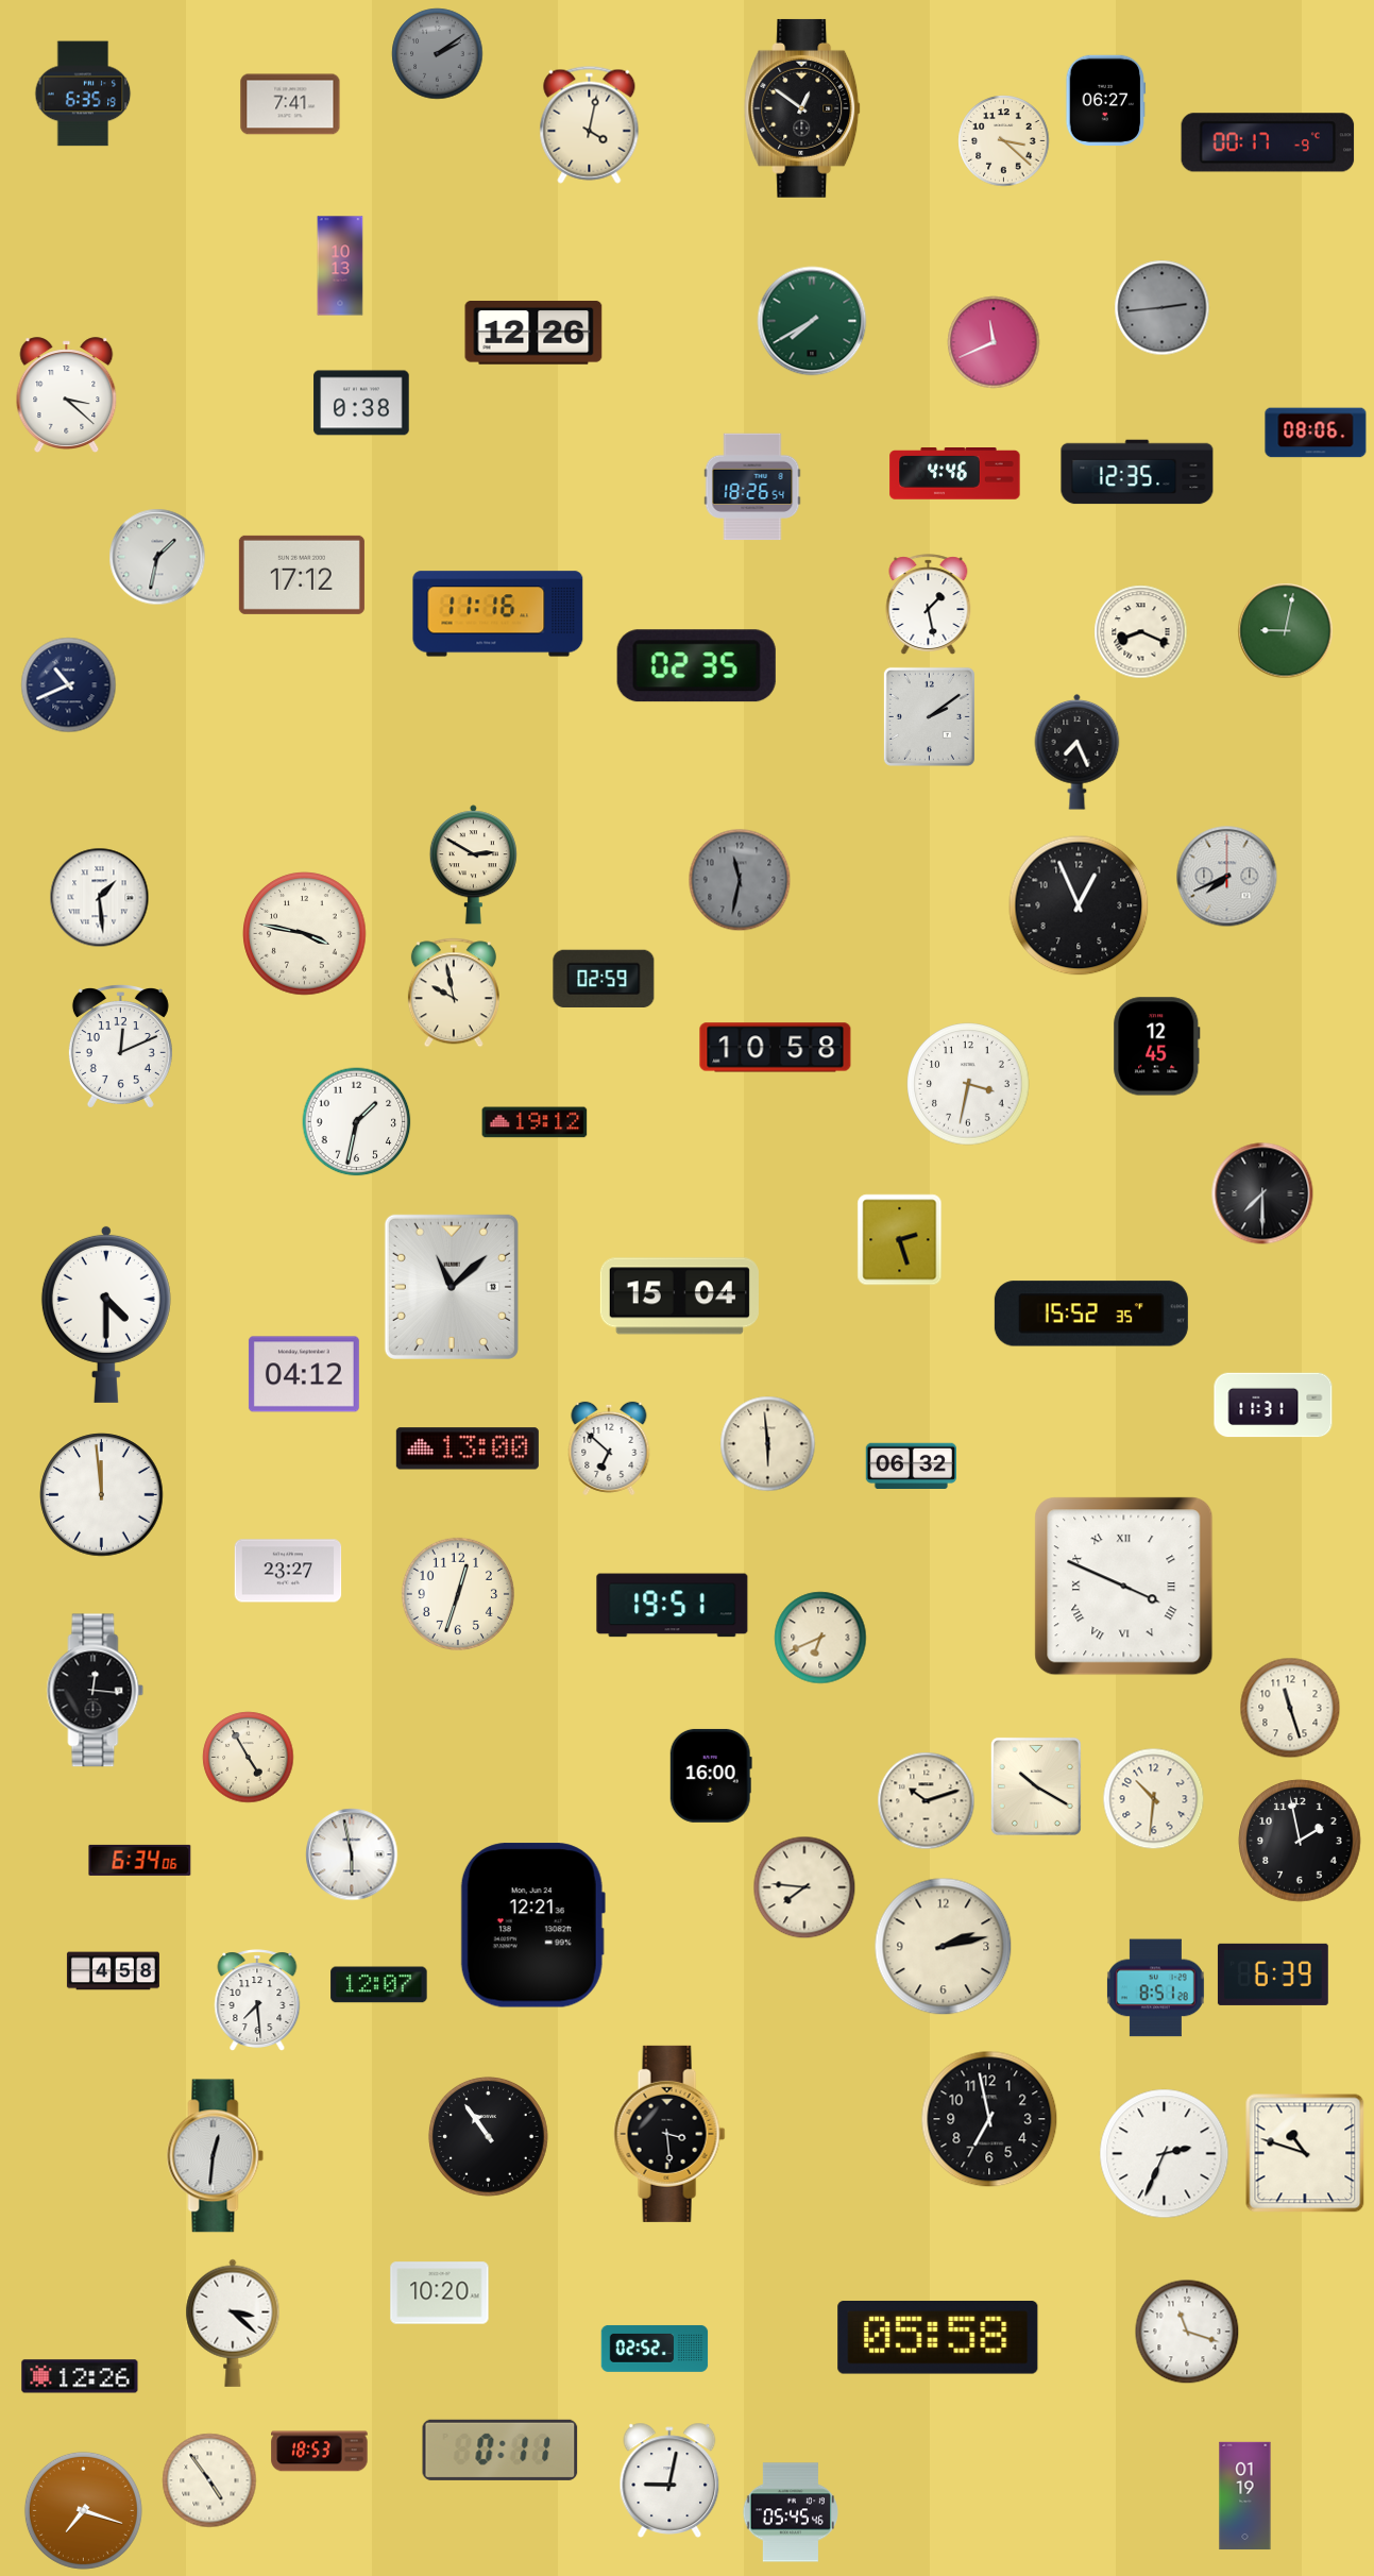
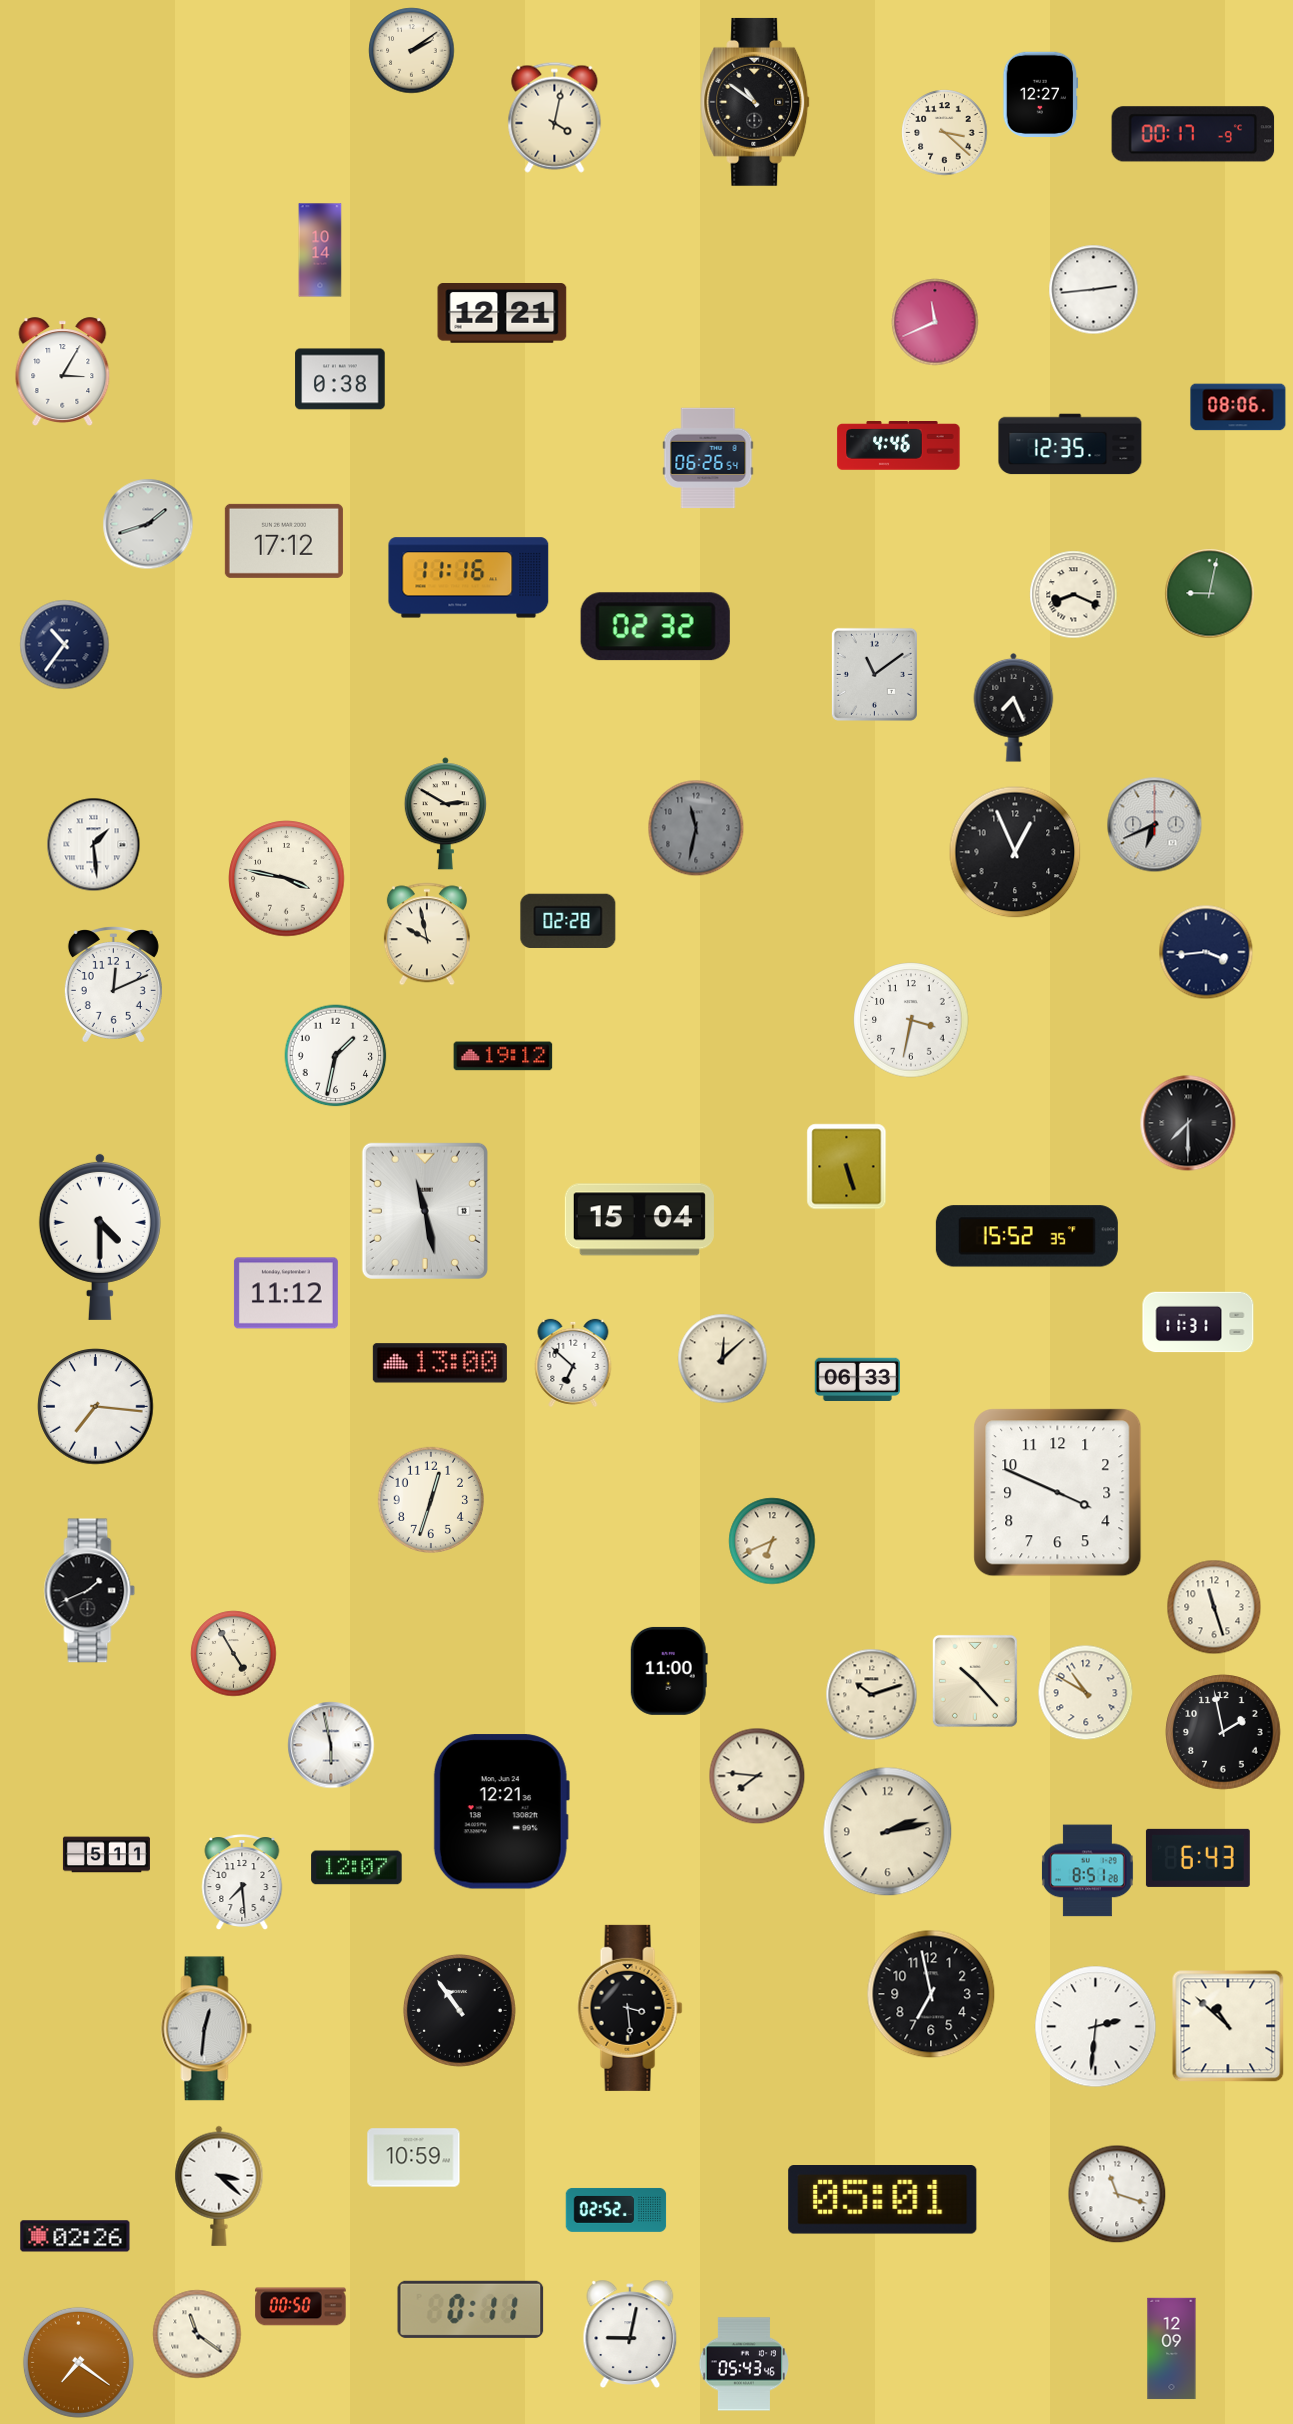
clock at (438, 54) dial: grey -> cream
clock at (83, 94): 6:35 -> none
clock at (1106, 100): 06:27 -> 12:27
clock at (290, 104): 7:41 -> none
clock at (803, 108): 12:51 -> 10:51
clock at (340, 266): 10:13 -> 10:14
clock at (1163, 308) dial: grey -> white
clock at (812, 321): 7:40 -> none
clock at (533, 334): 12:26 -> 12:21
clock at (67, 394): 3:22 -> 3:05
clock at (752, 487): 18:26 -> 06:26
clock at (157, 557): 1:32 -> 1:42
clock at (929, 605): 1:28 -> none
clock at (696, 666): 02:35 -> 02:32
clock at (69, 685): 10:41 -> 10:36
clock at (929, 716): 2:09 -> 11:09
clock at (1227, 877): 7:41 -> 6:41
clock at (604, 978): 02:59 -> 02:28
clock at (1206, 952): none -> 3:44
clock at (1157, 1047): 12:45 -> none
clock at (776, 1048): 10:58 -> none
clock at (900, 1240): 2:27 -> 5:27
clock at (452, 1287): 11:08 -> 11:28
clock at (304, 1374): 04:12 -> 11:12
clock at (768, 1444): 5:59 -> 12:08
clock at (911, 1465): 06:32 -> 06:33
clock at (102, 1495): 11:59 -> 7:16
clock at (288, 1571): 23:27 -> none
clock at (1124, 1587) numerals: Roman -> Arabic
clock at (673, 1606): 19:51 -> none
clock at (96, 1691): 12:16 -> 1:41
clock at (711, 1776): 16:00 -> 11:00
clock at (1036, 1786): 10:20 -> 10:23
clock at (1154, 1799): 10:31 -> 10:50
clock at (140, 1860): 6:34 -> none
clock at (113, 1971): 4:58 -> 5:11
clock at (1273, 1975): 6:39 -> 6:43
clock at (1305, 2153): 10:48 -> 10:52
clock at (1165, 2154): 2:34 -> 2:31
clock at (216, 2156) position: (216, 2156) -> (207, 2029)
clock at (440, 2293): 10:20 -> 10:59
clock at (938, 2338): 05:58 -> 05:01
clock at (80, 2376): 12:26 -> 02:26
clock at (501, 2450) position: (501, 2450) -> (471, 2309)
clock at (320, 2452): 18:53 -> 00:50
clock at (209, 2480): 4:54 -> 11:21
clock at (1245, 2496): 01:19 -> 12:09
clock at (83, 2510): 7:18 -> 7:21
clock at (791, 2512): 05:45 -> 05:43
